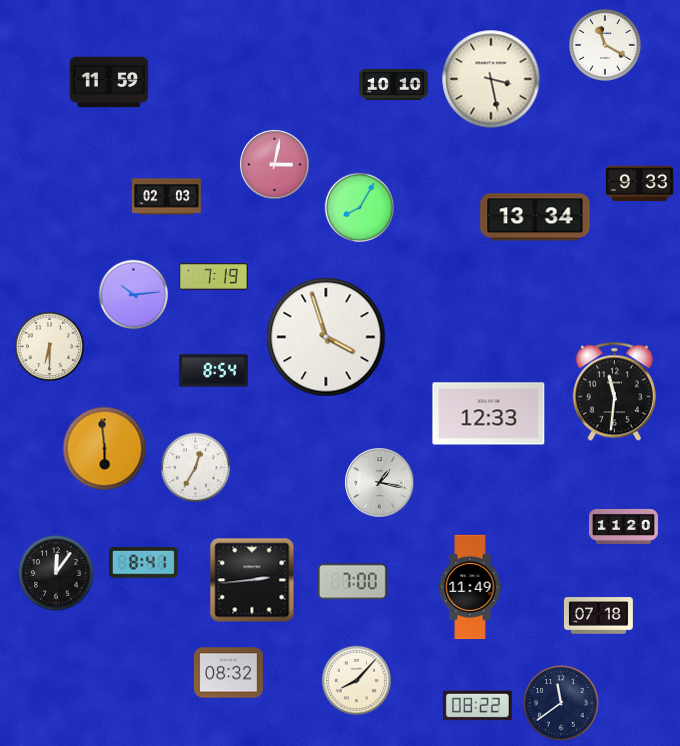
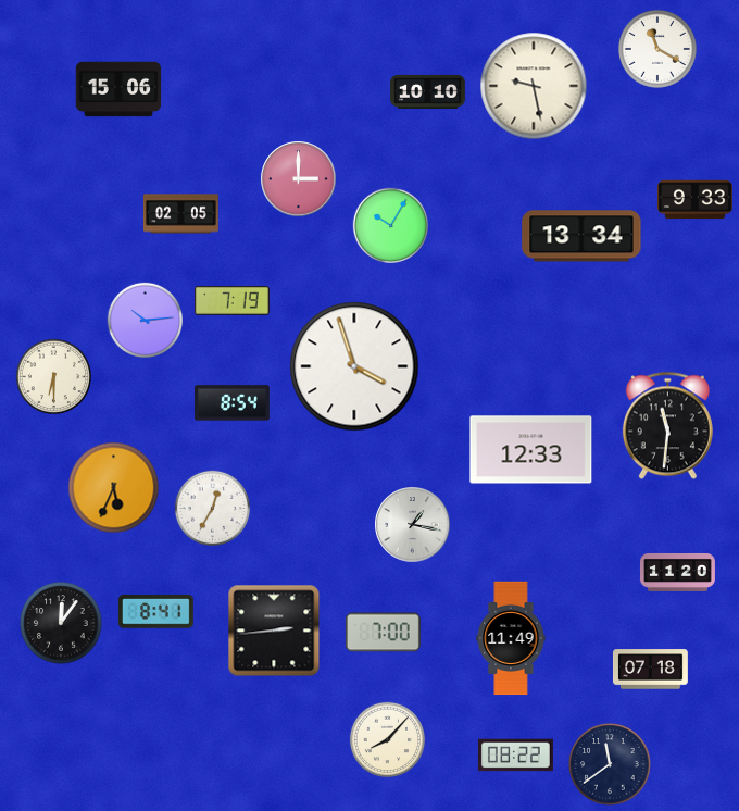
clock at (491, 79): 3:28 -> 9:28
clock at (109, 82): 11:59 -> 15:06
clock at (275, 165): 3:02 -> 3:00
clock at (167, 197): 02:03 -> 02:05
clock at (360, 208): 8:05 -> 10:05
clock at (105, 449): 5:59 -> 5:34
clock at (228, 673): 08:32 -> none
clock at (477, 706) position: (477, 706) -> (515, 756)
